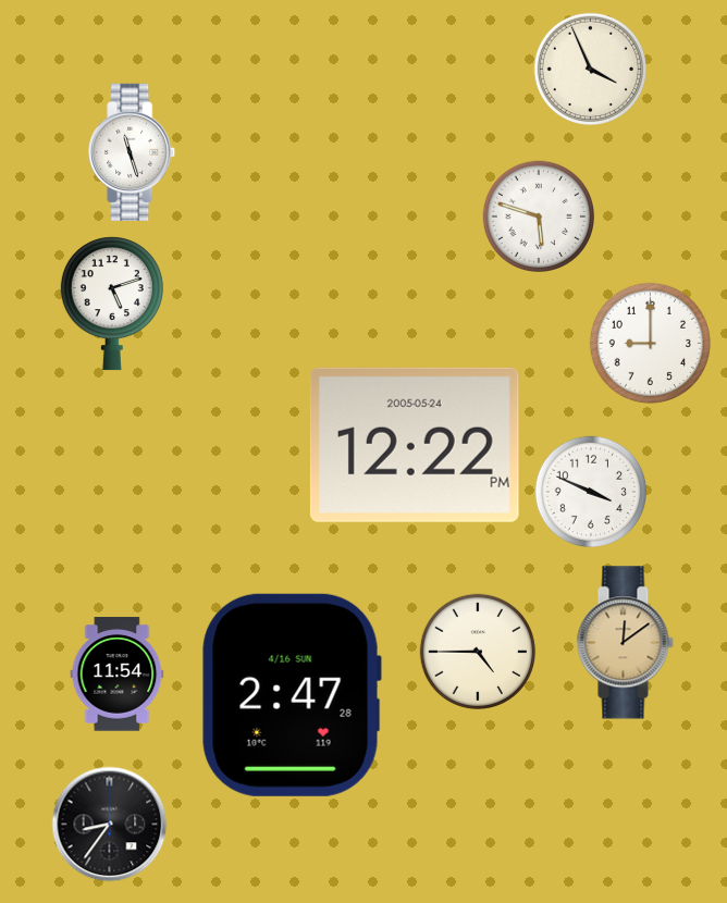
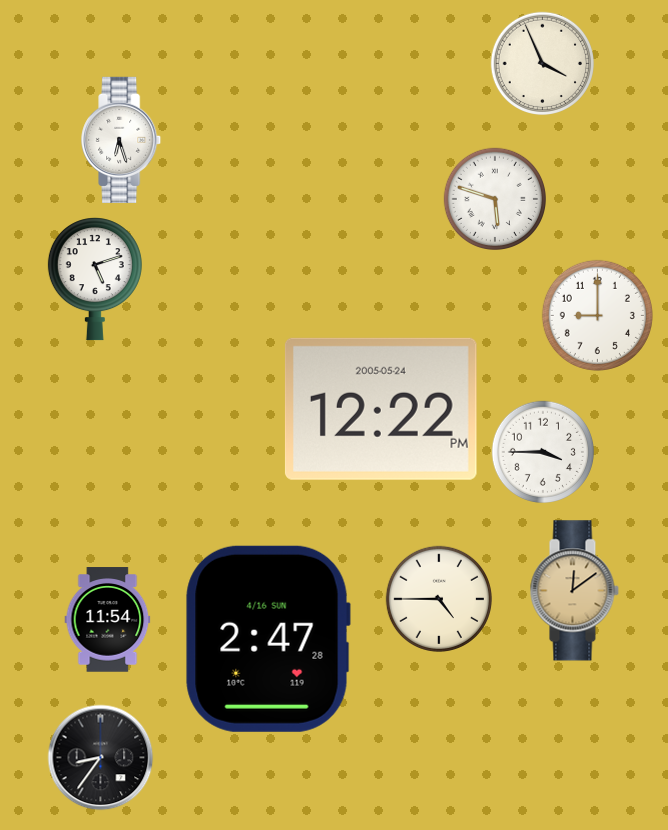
clock at (133, 152): 11:27 -> 6:27
clock at (112, 304) position: (112, 304) -> (95, 279)
clock at (590, 491): 3:49 -> 3:45
